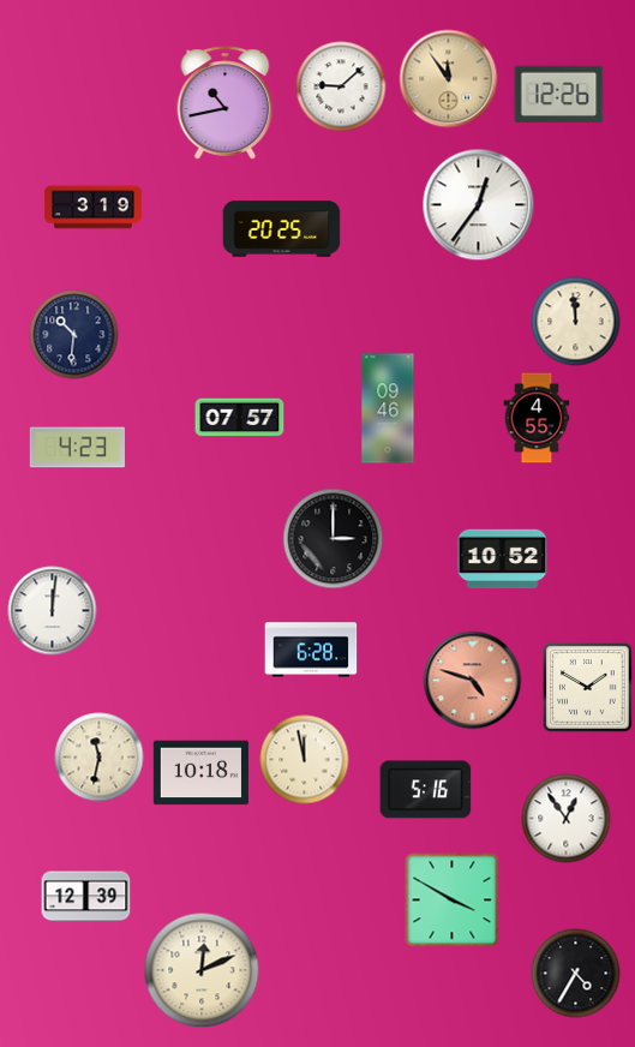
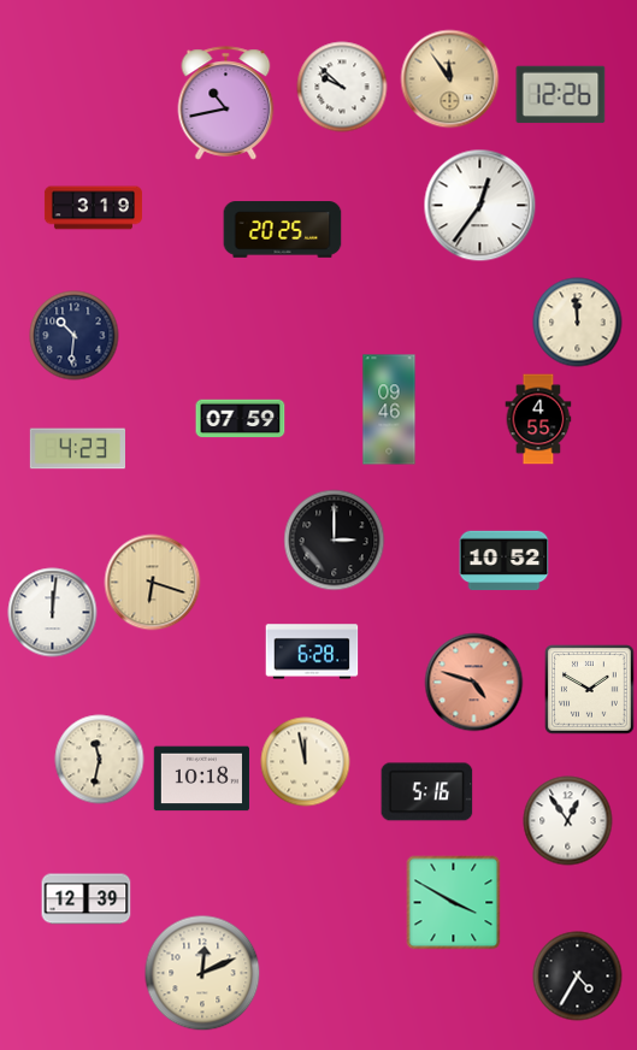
clock at (341, 86): 9:08 -> 9:52
clock at (240, 418): 07:57 -> 07:59
clock at (153, 583): none -> 6:18
clock at (200, 773) position: (200, 773) -> (201, 779)
